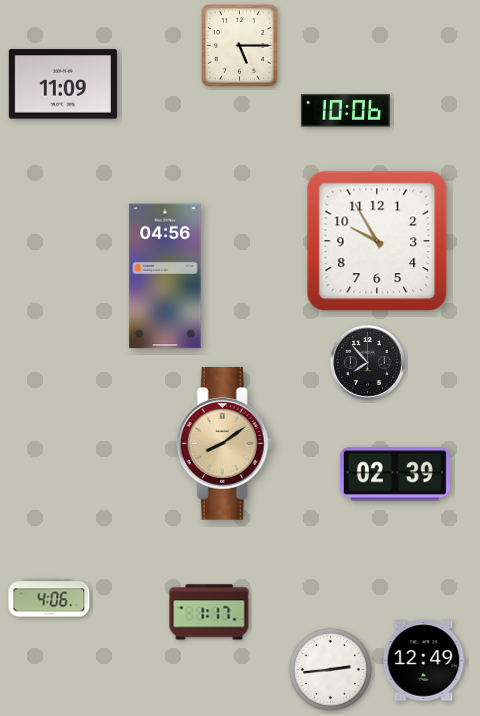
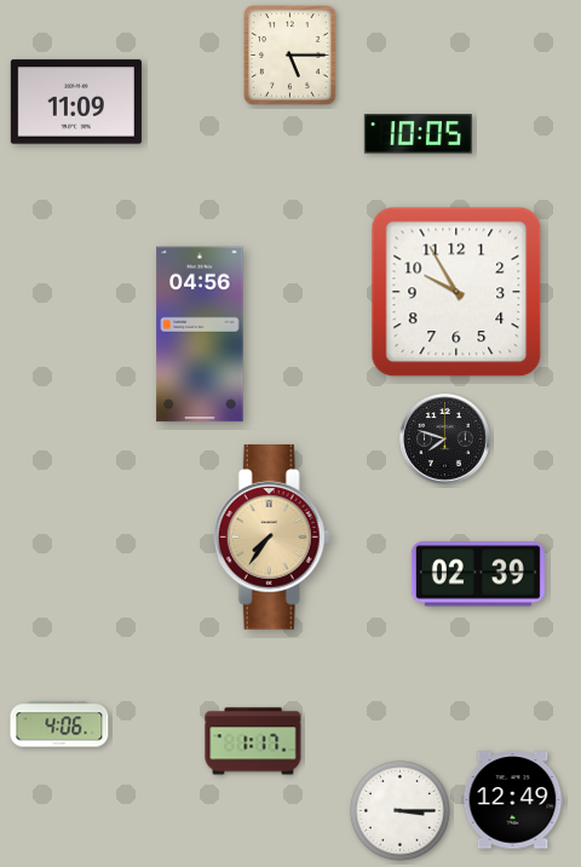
clock at (345, 111): 10:06 -> 10:05
clock at (368, 363): 7:53 -> 7:48
clock at (224, 444): 8:09 -> 7:36
clock at (330, 669): 2:44 -> 3:15
